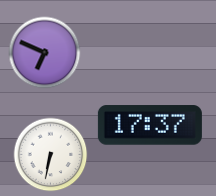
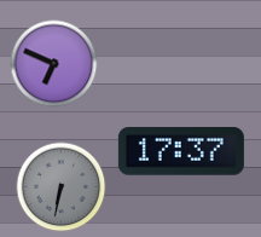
clock at (51, 155) dial: white -> grey
